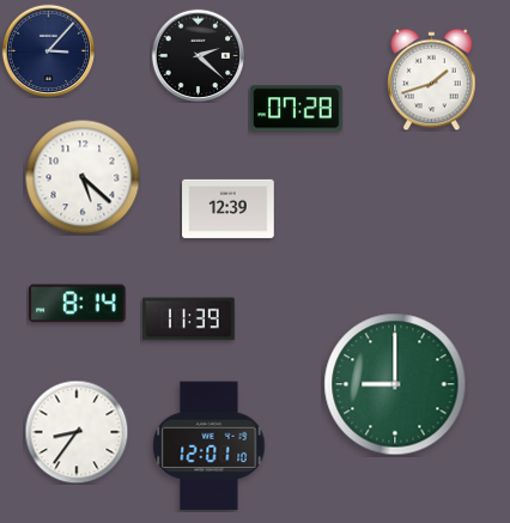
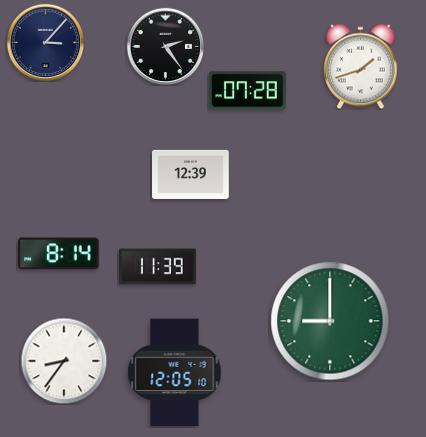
clock at (48, 50) position: (48, 50) -> (45, 42)
clock at (198, 55): 2:22 -> 2:24
clock at (83, 177): 5:22 -> none
clock at (78, 304) position: (78, 304) -> (59, 254)
clock at (210, 446): 12:01 -> 12:05
